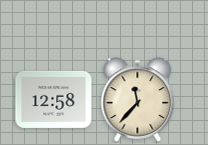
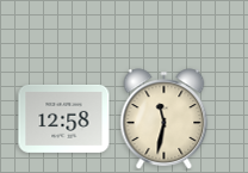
clock at (138, 100): 11:37 -> 11:32
